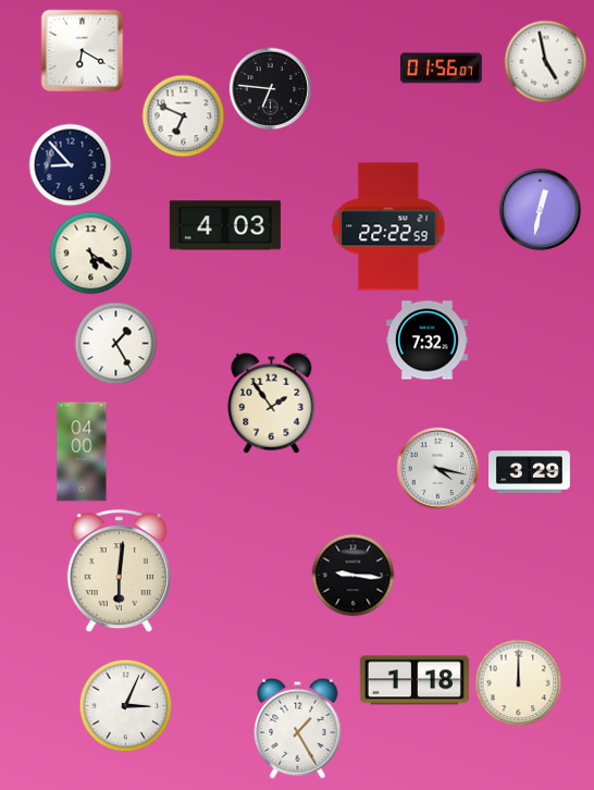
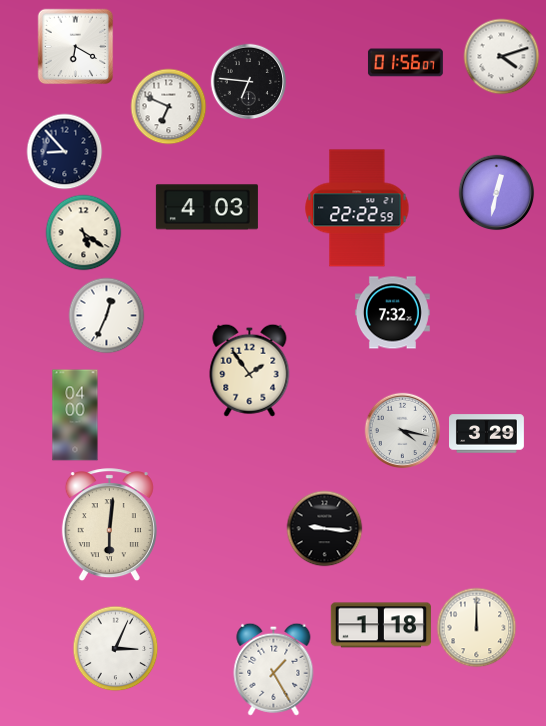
clock at (546, 62): 4:58 -> 4:12
clock at (116, 344): 1:25 -> 12:34
